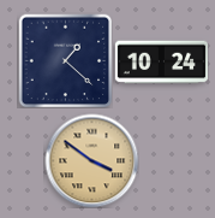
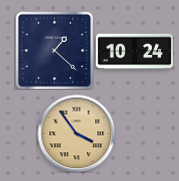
clock at (91, 160): 3:51 -> 3:54
